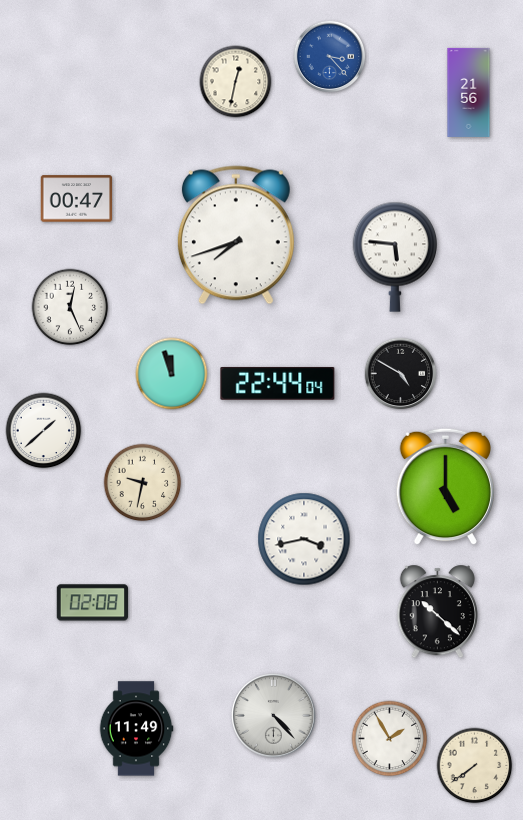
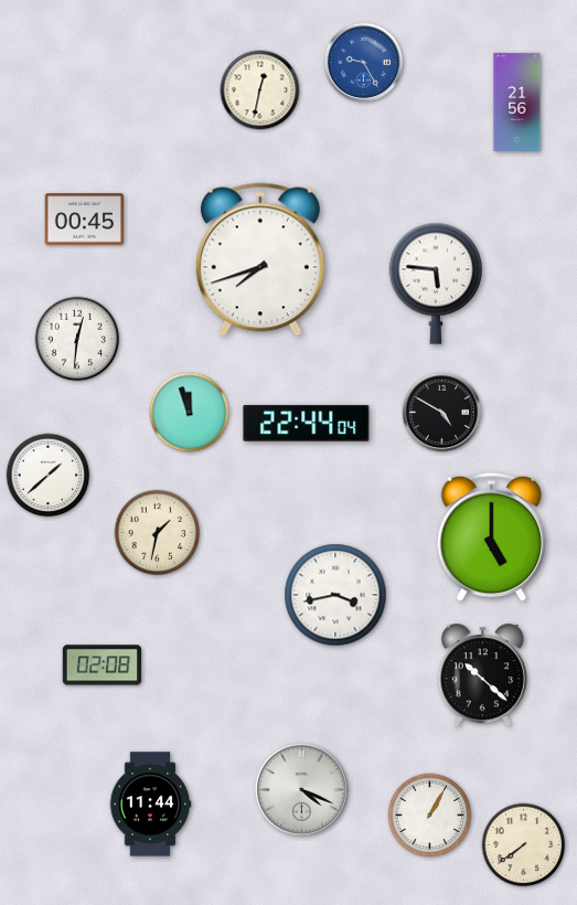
clock at (330, 57): 3:23 -> 9:25
clock at (77, 199): 00:47 -> 00:45
clock at (70, 307): 12:26 -> 12:31
clock at (143, 483): 9:32 -> 1:32
clock at (274, 716): 4:23 -> 4:19
clock at (136, 729): 11:49 -> 11:44
clock at (390, 739): 1:55 -> 1:05
